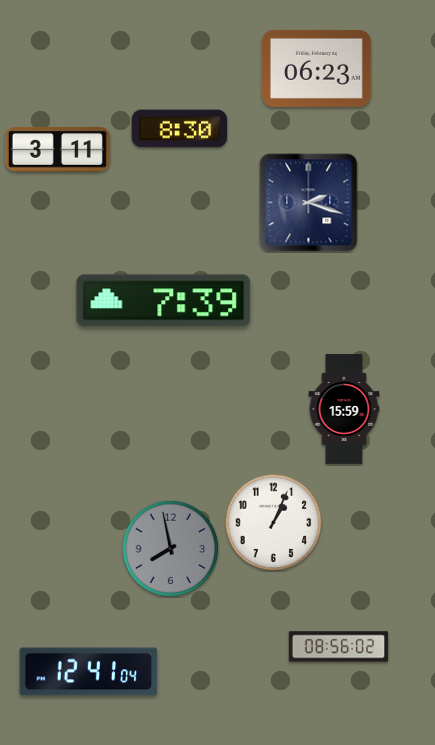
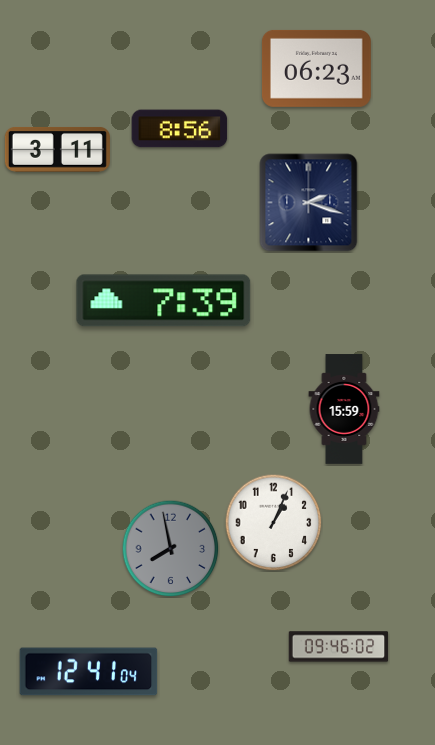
clock at (180, 129): 8:30 -> 8:56
clock at (339, 647): 08:56 -> 09:46
